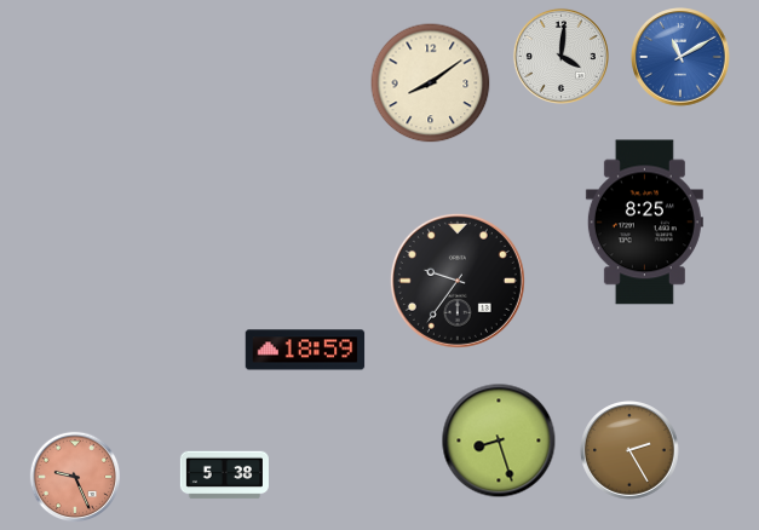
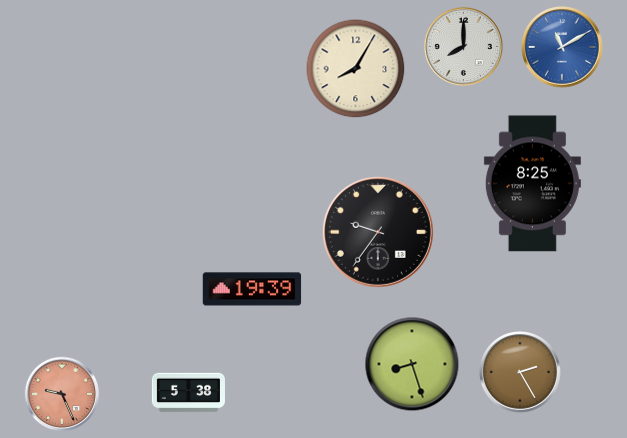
clock at (560, 56): 4:01 -> 8:00
clock at (431, 83): 8:09 -> 8:05
clock at (305, 350): 18:59 -> 19:39
clock at (224, 476) position: (224, 476) -> (188, 393)
